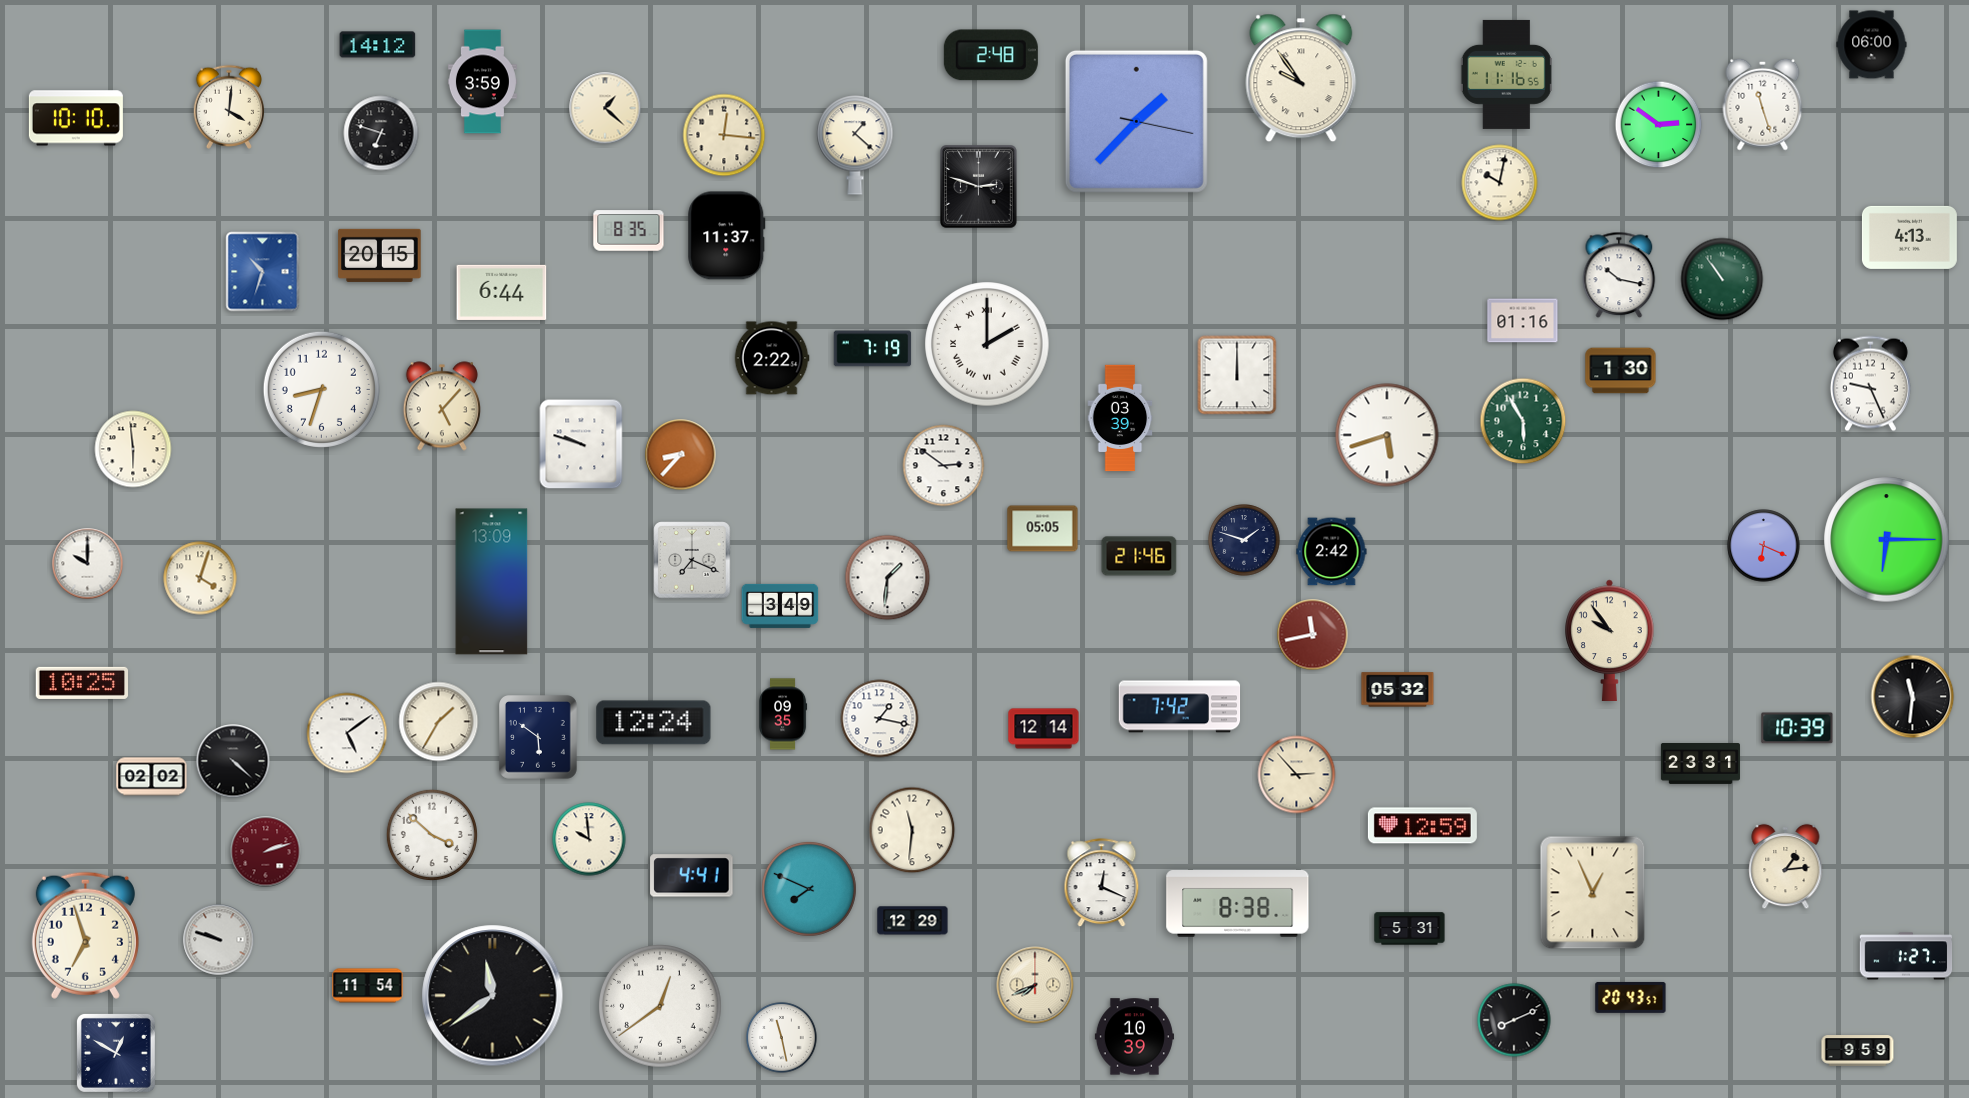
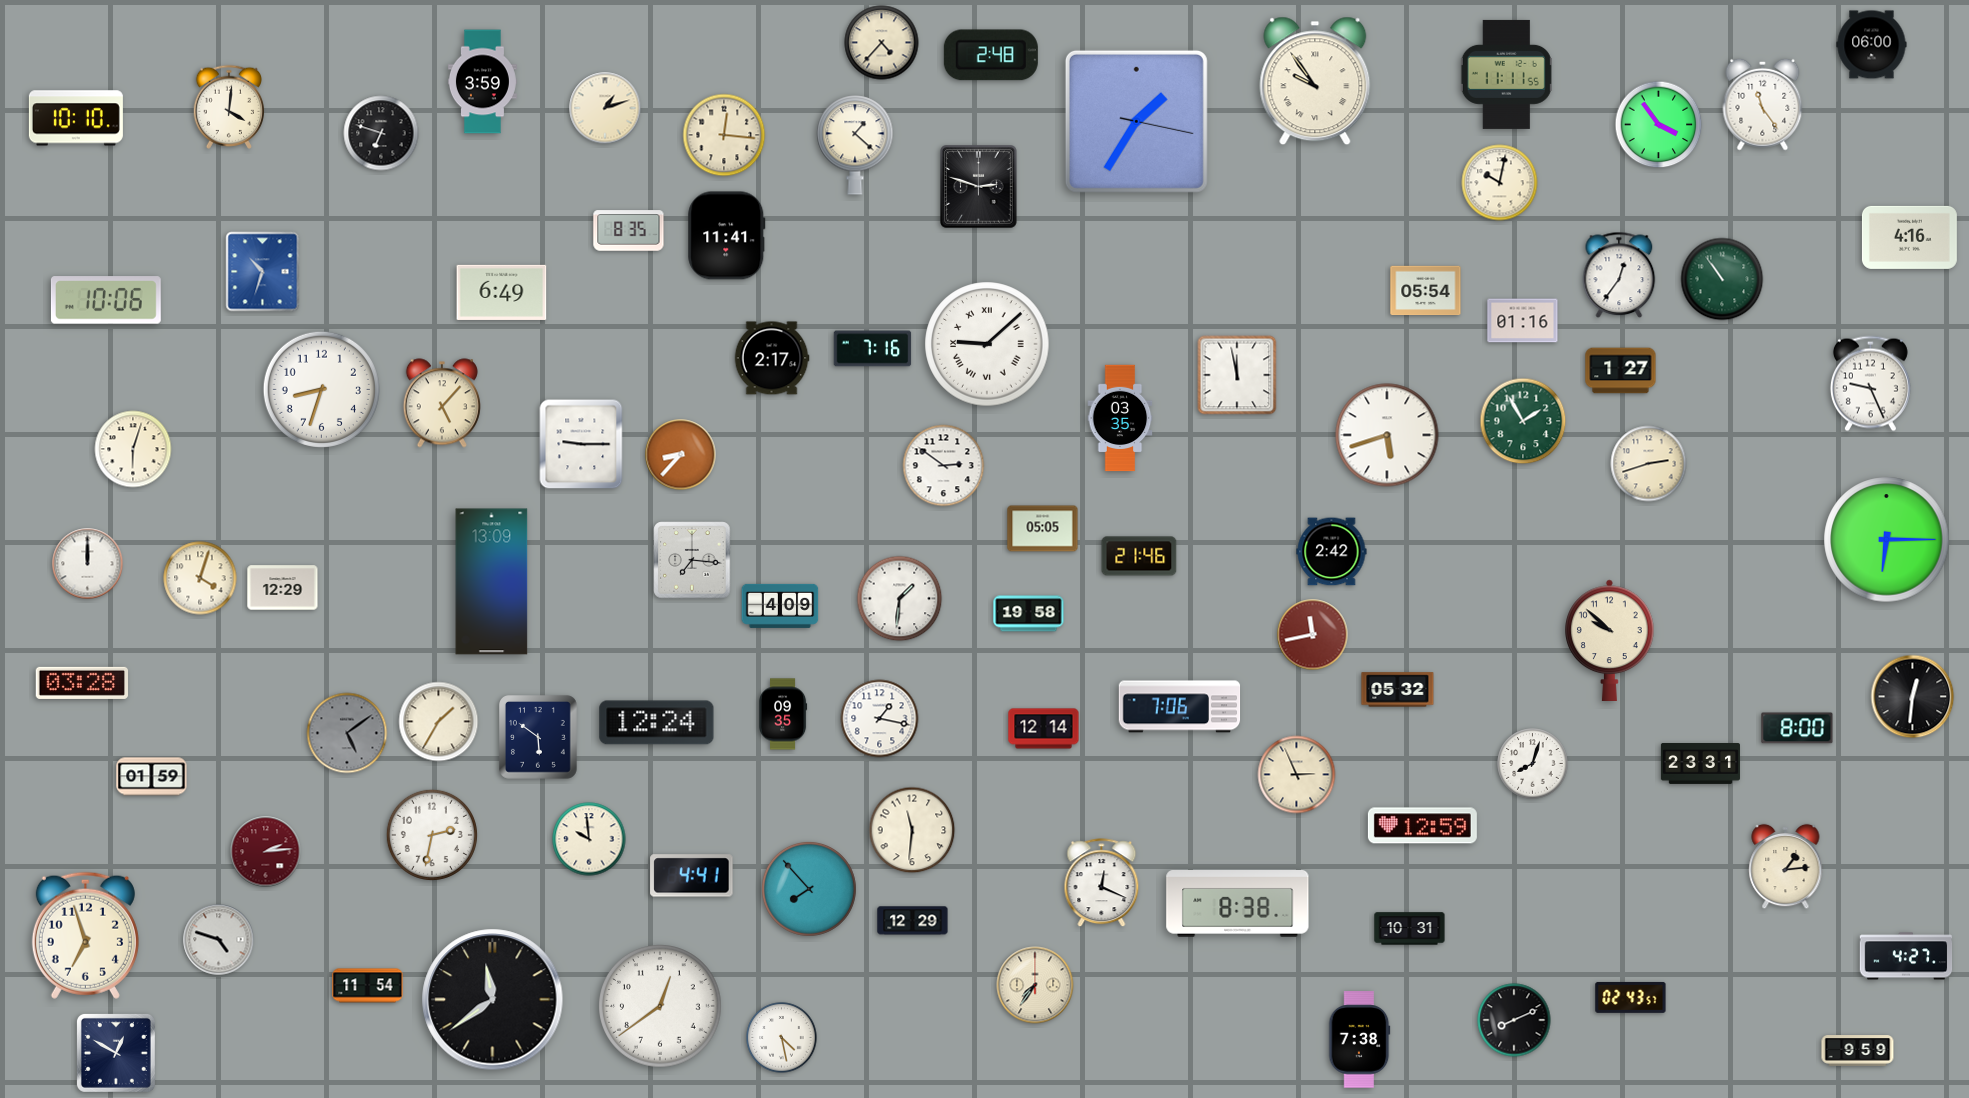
clock at (882, 43): none -> 4:37
clock at (378, 45): 14:12 -> none
clock at (1506, 74): 11:16 -> 11:11
clock at (1301, 78) position: (1301, 78) -> (1315, 81)
clock at (1763, 104): 11:27 -> 11:24
clock at (605, 108): 1:22 -> 1:12
clock at (1136, 121): 1:37 -> 1:35
clock at (1659, 125): 2:51 -> 3:54
clock at (727, 236): 11:37 -> 11:41
clock at (1909, 237): 4:13 -> 4:16
clock at (380, 255): 20:15 -> none
clock at (1619, 275): 10:17 -> 12:36
clock at (1426, 291): none -> 05:54
clock at (502, 292): 6:44 -> 6:49
clock at (106, 300): none -> 10:06
clock at (987, 344): 2:00 -> 9:08
clock at (873, 349): 7:19 -> 7:16
clock at (772, 358): 2:22 -> 2:17
clock at (1621, 371): 1:30 -> 1:27
clock at (1237, 375): 12:00 -> 11:58
clock at (442, 406) position: (442, 406) -> (442, 403)
clock at (1120, 418): 03:39 -> 03:35
clock at (1523, 421): 5:55 -> 1:55
clock at (581, 444): 9:48 -> 9:15
clock at (133, 449): 5:59 -> 6:03
clock at (1649, 464): none -> 2:42
clock at (1244, 540): 1:48 -> none
clock at (1764, 546): 6:19 -> none
clock at (692, 560): 7:19 -> 7:16
clock at (88, 564): 10:00 -> 12:00
clock at (888, 578) position: (888, 578) -> (900, 599)
clock at (283, 588): none -> 12:29
clock at (780, 606): 3:49 -> 4:09
clock at (1029, 614): none -> 19:58
clock at (1610, 640): 9:54 -> 9:52
clock at (82, 683): 10:25 -> 03:28
clock at (1913, 697): 11:31 -> 12:31
clock at (1180, 707): 7:42 -> 7:06
clock at (654, 723) position: (654, 723) -> (657, 723)
clock at (1797, 728): 10:39 -> 8:00
clock at (347, 733) dial: white -> grey
clock at (233, 761): 4:22 -> none
clock at (1533, 764): none -> 8:03
clock at (1297, 775): 2:53 -> 2:56
clock at (152, 777): 02:02 -> 01:59
clock at (432, 835): 3:52 -> 2:32
clock at (266, 852): 2:12 -> 2:14
clock at (809, 889): 7:49 -> 7:53
clock at (1593, 893): 12:56 -> none
clock at (1410, 929): 5:31 -> 10:31
clock at (219, 940): 9:48 -> 4:48
clock at (1906, 956): 1:27 -> 4:27
clock at (1035, 985): 7:41 -> 7:36
clock at (493, 996) position: (493, 996) -> (493, 1000)
clock at (1631, 997): 20:43 -> 02:43
clock at (1134, 1037): 10:39 -> none
clock at (782, 1038): 11:28 -> 4:28
clock at (1359, 1040): none -> 7:38
